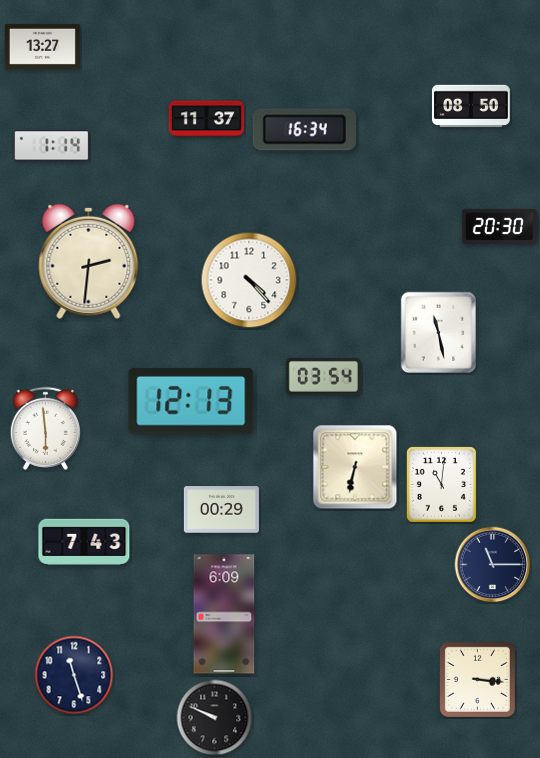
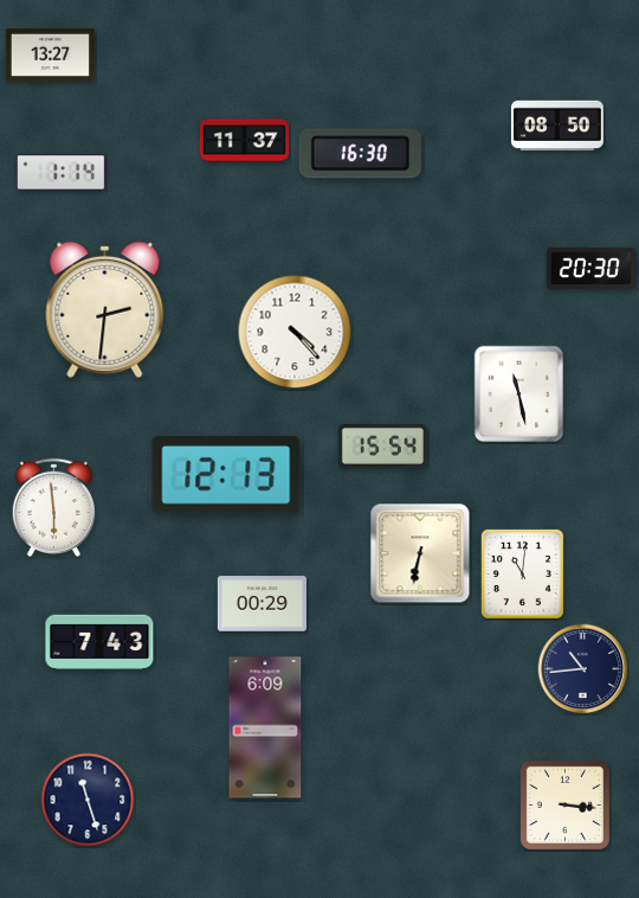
clock at (304, 130): 16:34 -> 16:30
clock at (323, 377): 03:54 -> 15:54
clock at (493, 565): 11:15 -> 10:44
clock at (215, 718): 9:49 -> none
